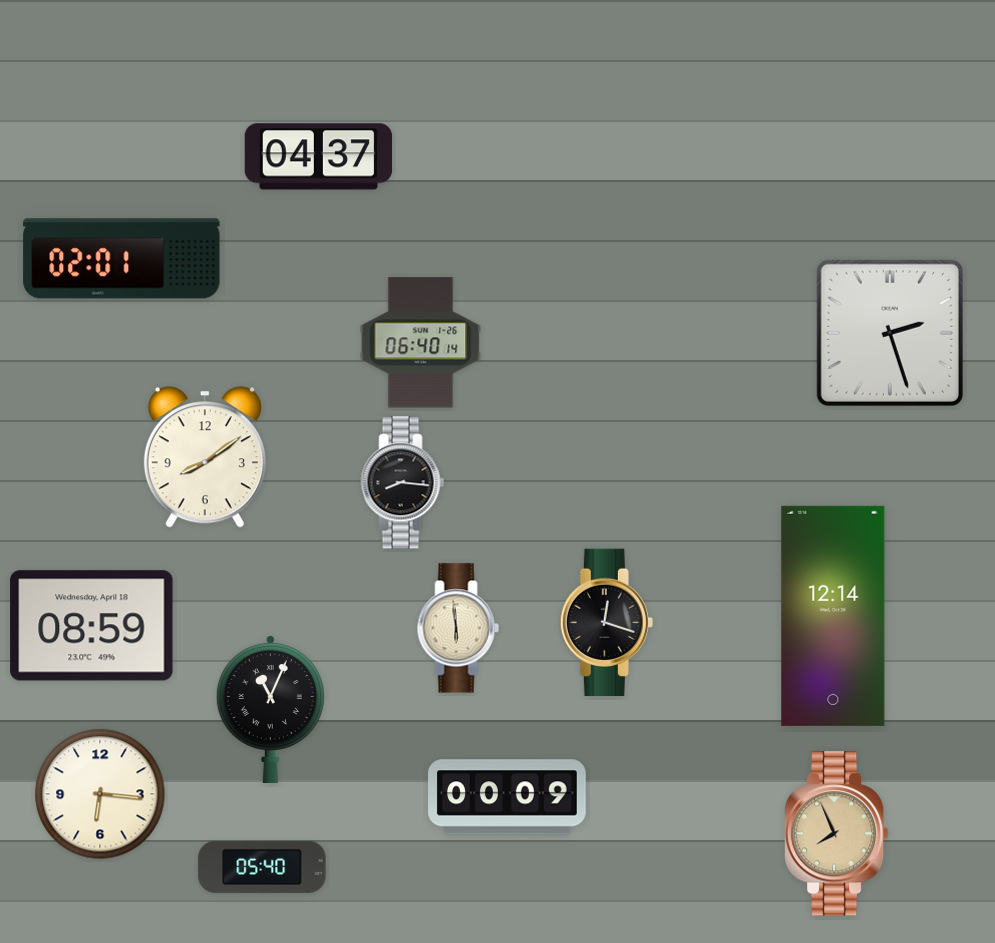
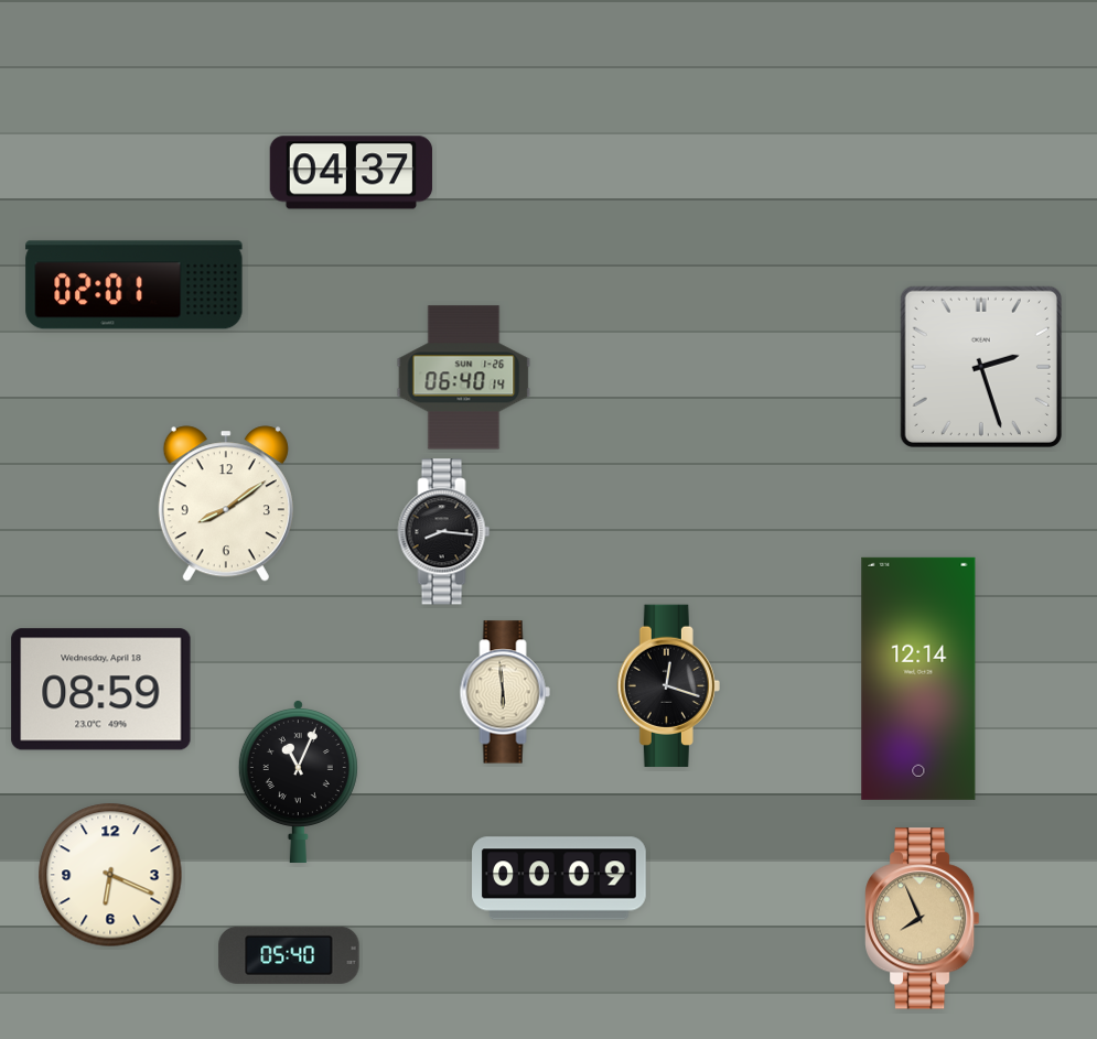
clock at (100, 794): 6:16 -> 6:19
